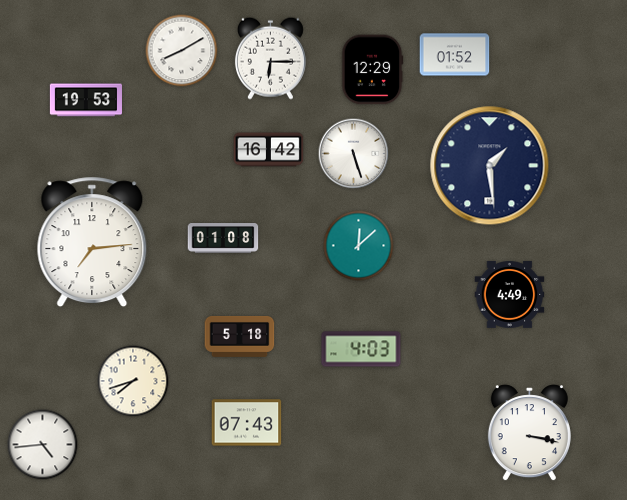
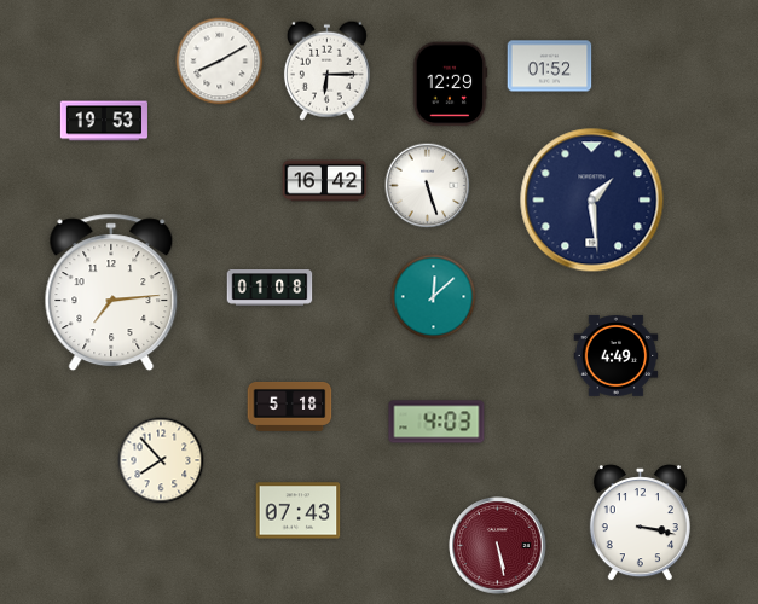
clock at (133, 381): 7:42 -> 7:53
clock at (43, 445): 4:44 -> none
clock at (498, 546): none -> 5:28
